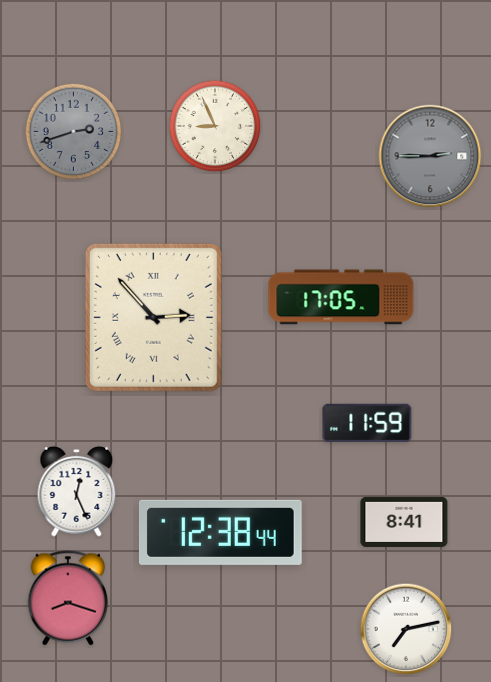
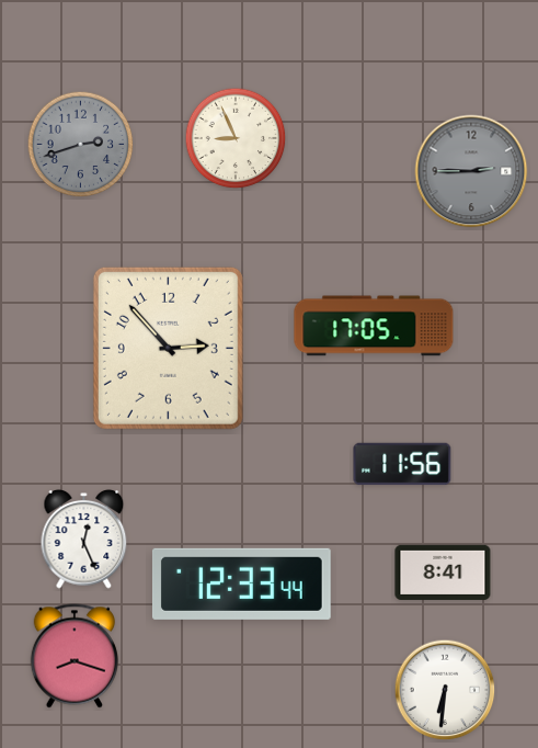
clock at (153, 317) numerals: Roman -> Arabic
clock at (367, 423): 11:59 -> 11:56
clock at (220, 532): 12:38 -> 12:33
clock at (406, 629): 7:13 -> 6:31
